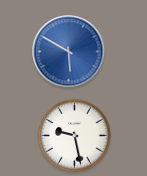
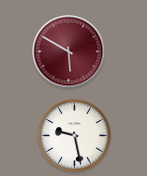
clock at (69, 52) dial: blue -> burgundy
